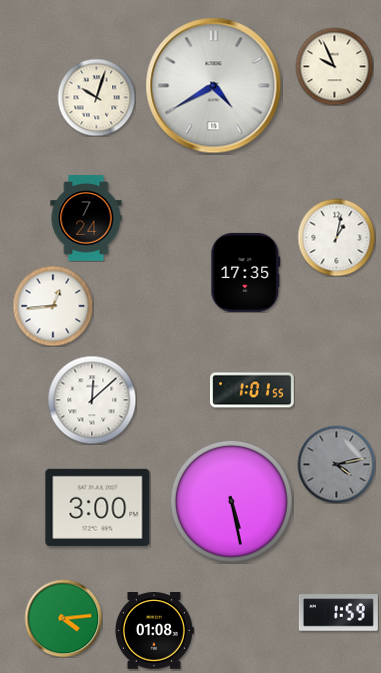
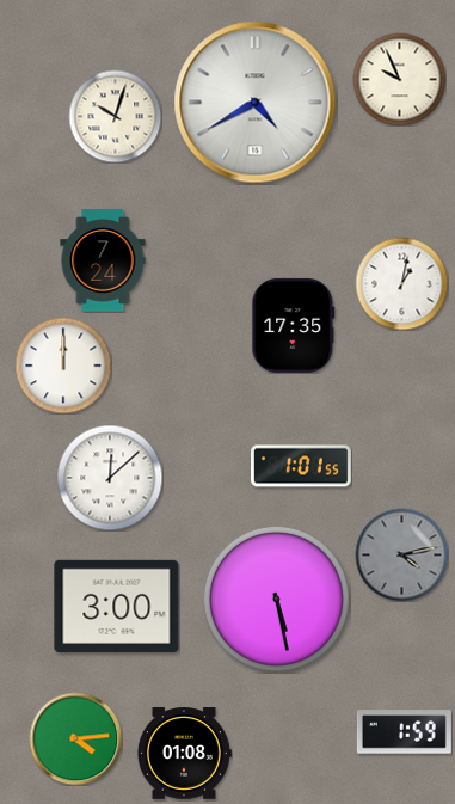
clock at (53, 306): 12:44 -> 12:00
